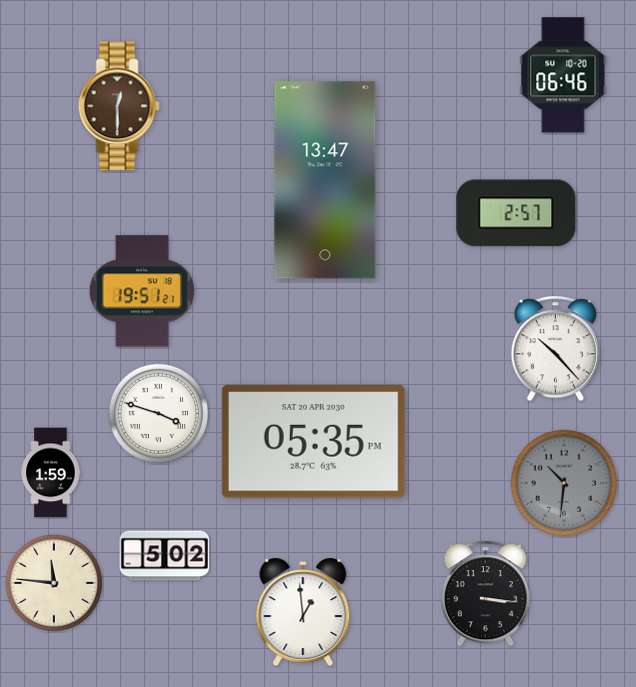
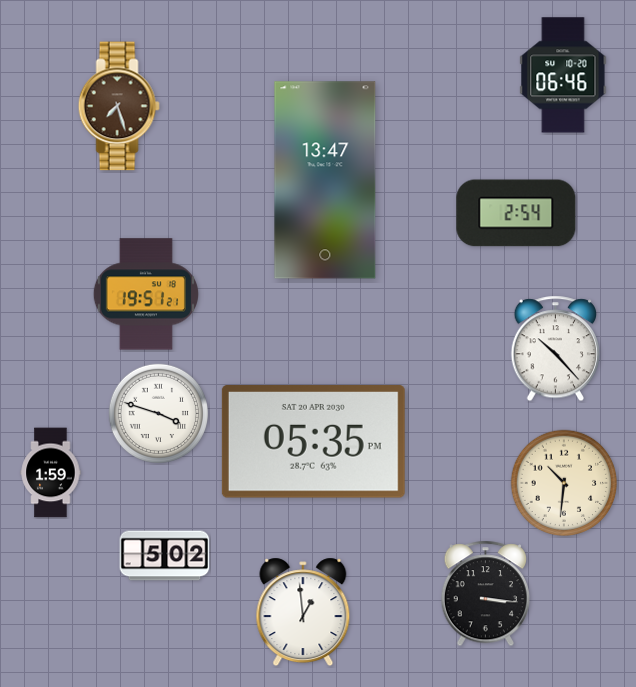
clock at (119, 106): 12:30 -> 7:27
clock at (516, 213): 2:57 -> 2:54
clock at (142, 291) position: (142, 291) -> (146, 294)
clock at (564, 483) dial: grey -> cream
clock at (54, 583): 11:46 -> none
